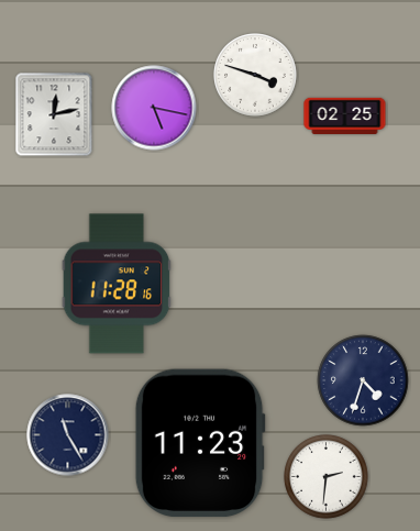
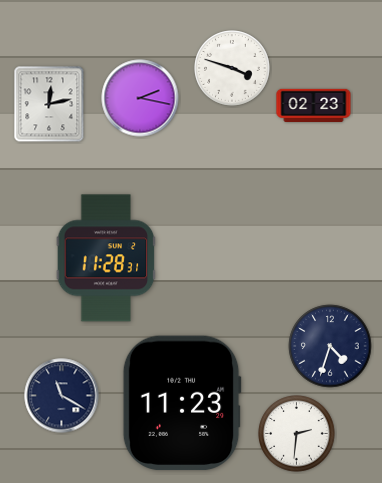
clock at (154, 108): 5:17 -> 2:17
clock at (345, 115): 02:25 -> 02:23
clock at (117, 284): 11:28:16 -> 11:28:31
clock at (68, 435): 11:25 -> 11:20
